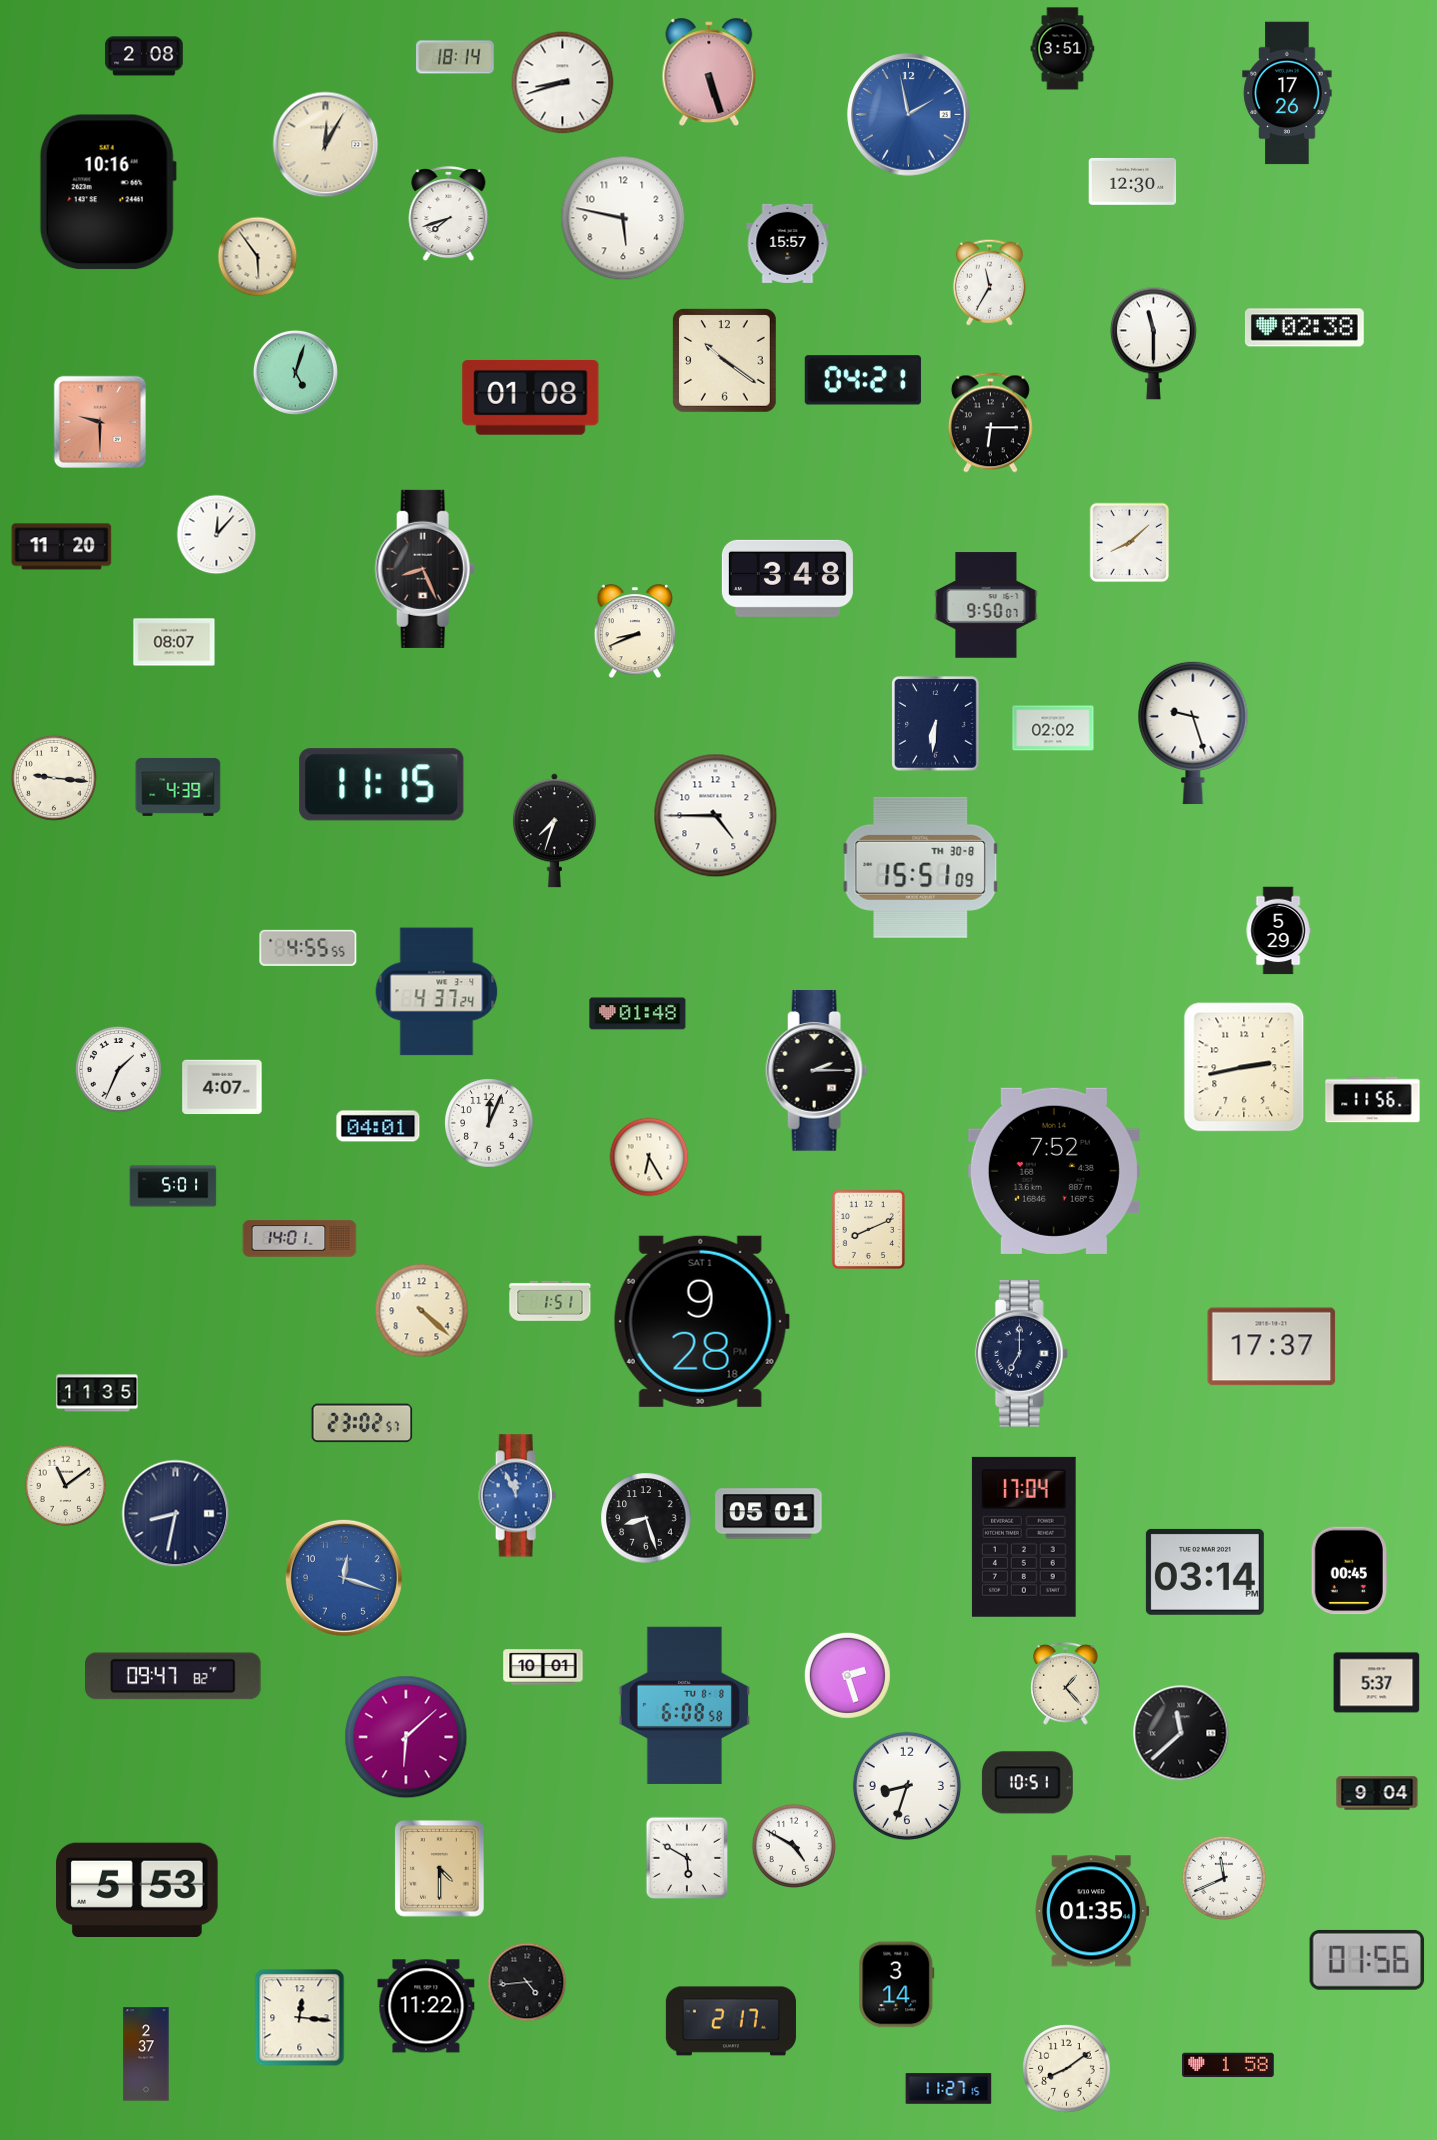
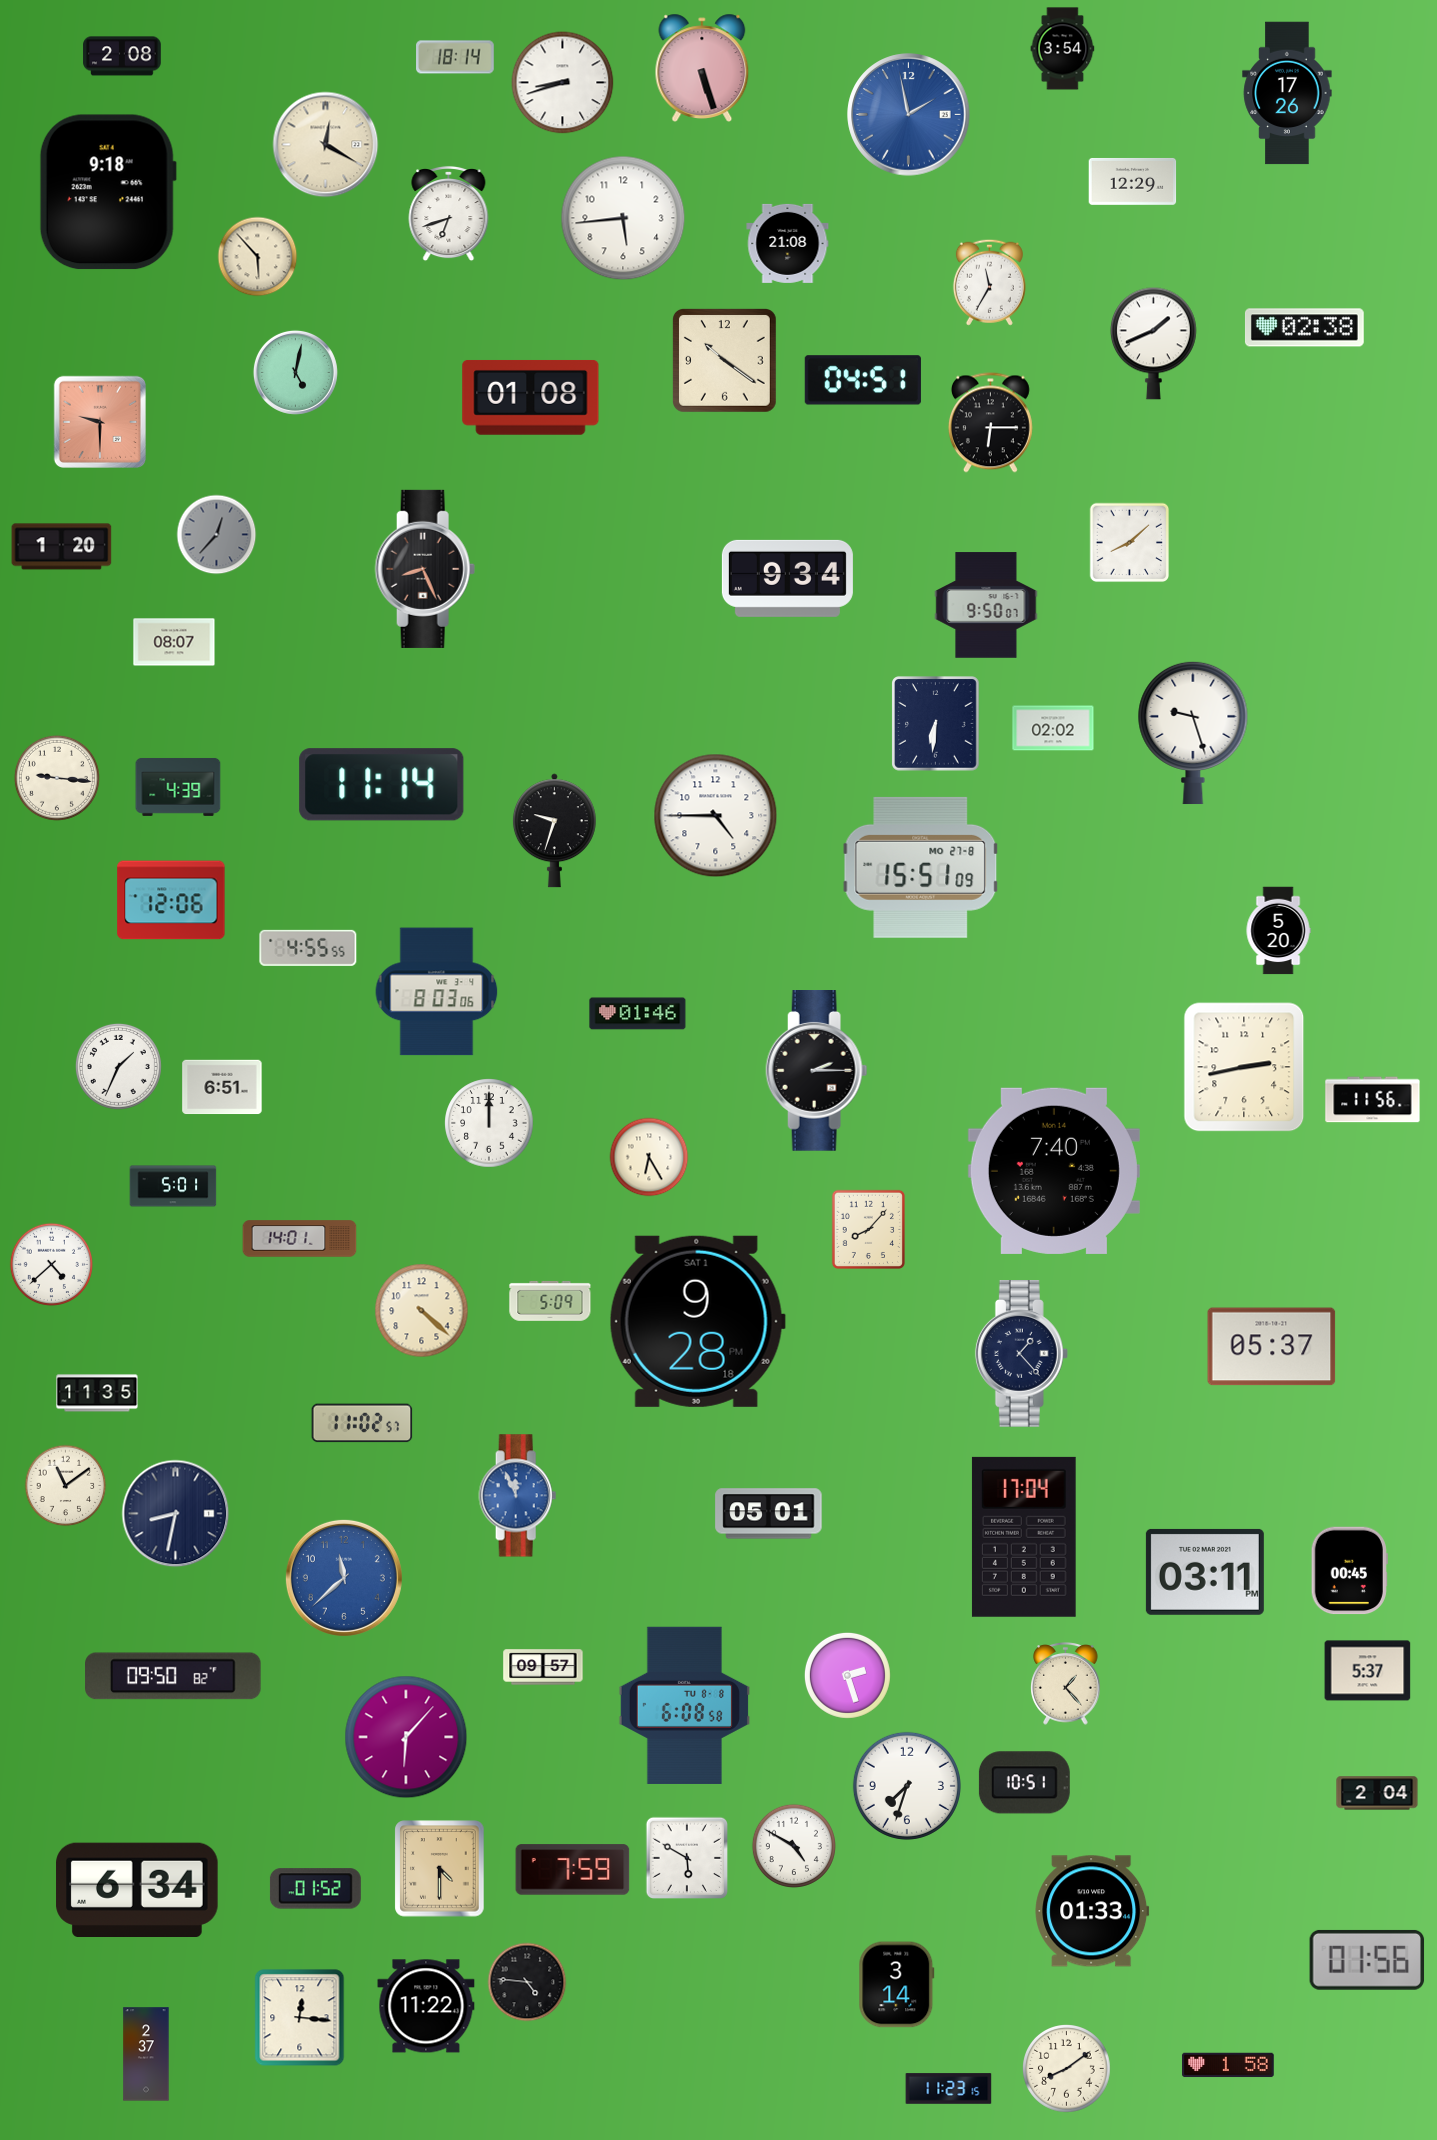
clock at (1063, 49): 3:51 -> 3:54
clock at (144, 56) position: (144, 56) -> (122, 56)
clock at (709, 72) position: (709, 72) -> (702, 68)
clock at (326, 145): 12:05 -> 12:20
clock at (1133, 181): 12:30 -> 12:29
clock at (108, 192): 10:16 -> 9:18
clock at (449, 214): 7:42 -> 6:42
clock at (623, 218): 5:47 -> 5:44
clock at (788, 243): 15:57 -> 21:08
clock at (258, 257): 5:54 -> 5:53
clock at (1153, 343): 11:30 -> 1:41
clock at (295, 372): 5:03 -> 5:02
clock at (863, 380): 04:21 -> 04:51
clock at (217, 535): 12:07 -> 12:37
clock at (217, 535) dial: white -> grey
clock at (62, 547): 11:20 -> 1:20
clock at (787, 578): 3:48 -> 9:34
clock at (634, 632): 8:41 -> none
clock at (54, 778) position: (54, 778) -> (57, 778)
clock at (382, 785): 11:15 -> 11:14
clock at (554, 831): 7:33 -> 9:33
clock at (921, 867) date: TH 30-8 -> MO 27-8
clock at (171, 900): none -> 12:06
clock at (1278, 931): 5:29 -> 5:20
clock at (437, 992): 4:37 -> 8:03
clock at (638, 1014): 01:48 -> 01:46
clock at (118, 1069) position: (118, 1069) -> (118, 1066)
clock at (222, 1087): 4:07 -> 6:51
clock at (489, 1123): 12:04 -> 12:00
clock at (378, 1126): 04:01 -> none
clock at (1054, 1171): 7:52 -> 7:40
clock at (868, 1229): 8:11 -> 8:07
clock at (52, 1265): none -> 4:38
clock at (550, 1301): 1:51 -> 5:09
clock at (701, 1321) position: (701, 1321) -> (697, 1321)
clock at (1272, 1347): 17:37 -> 05:37
clock at (1021, 1354): 7:00 -> 1:23
clock at (362, 1423): 23:02 -> 11:02
clock at (646, 1518): 8:27 -> none
clock at (1205, 1572): 03:14 -> 03:11
clock at (344, 1578): 12:18 -> 11:38
clock at (543, 1667): 10:01 -> 09:57
clock at (173, 1676): 09:47 -> 09:50
clock at (1377, 1683) position: (1377, 1683) -> (1368, 1671)
clock at (1181, 1733): 11:38 -> none
clock at (406, 1737): 6:08 -> 6:07
clock at (1027, 1783) position: (1027, 1783) -> (1024, 1783)
clock at (907, 1786): 8:33 -> 7:33
clock at (1377, 1793): 9:04 -> 2:04
clock at (573, 1870): none -> 7:59
clock at (1224, 1878): 11:41 -> none
clock at (137, 1889): 5:53 -> 6:34
clock at (315, 1889): none -> 01:52
clock at (1092, 1911): 01:35 -> 01:33
clock at (527, 1982): 4:44 -> 4:46
clock at (731, 2021): 2:17 -> none
clock at (949, 2089): 11:27 -> 11:23
